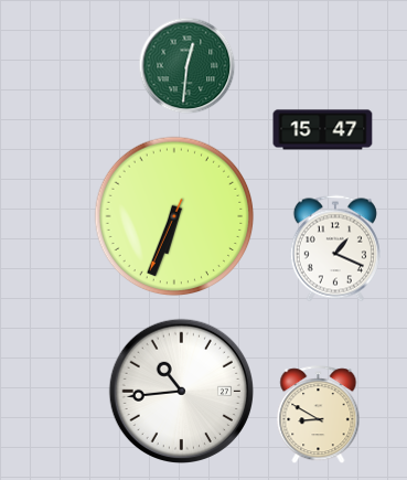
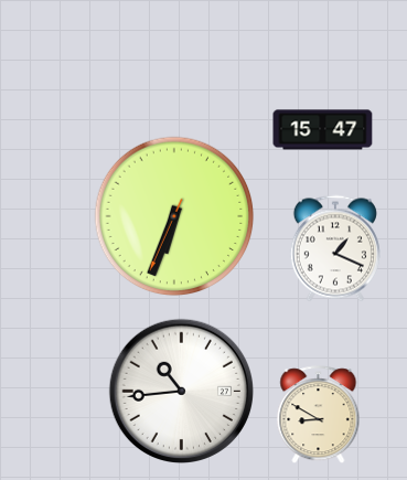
clock at (188, 66): 12:31 -> none
